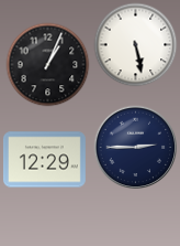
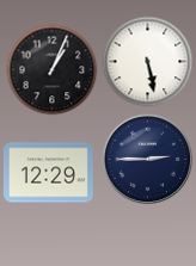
clock at (136, 45) position: (136, 45) -> (148, 62)
